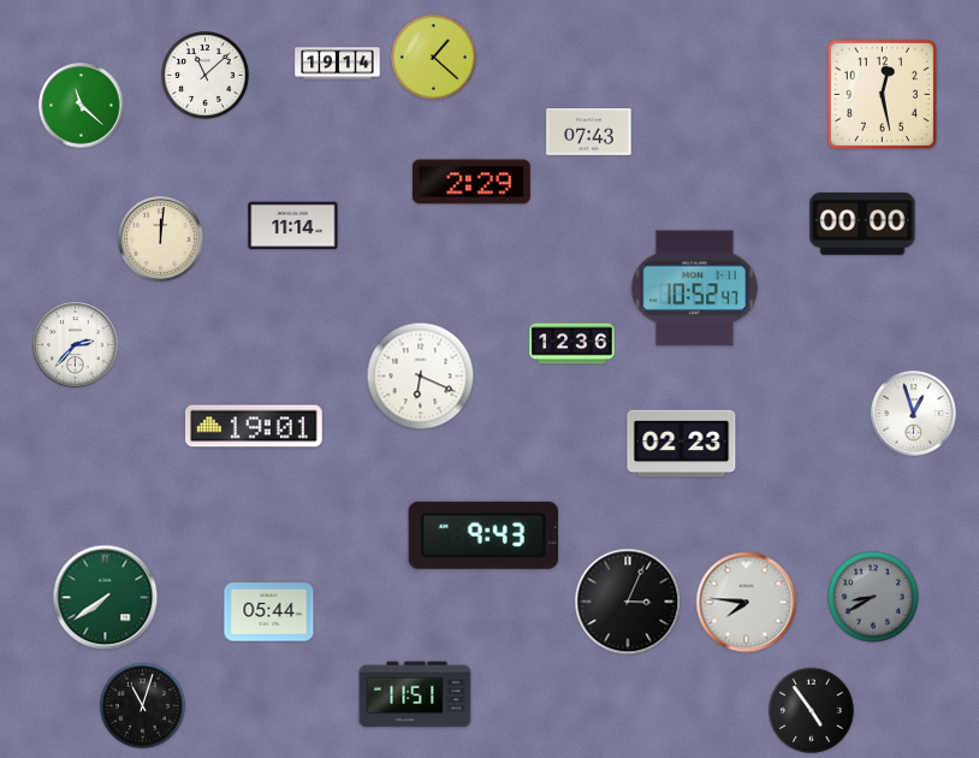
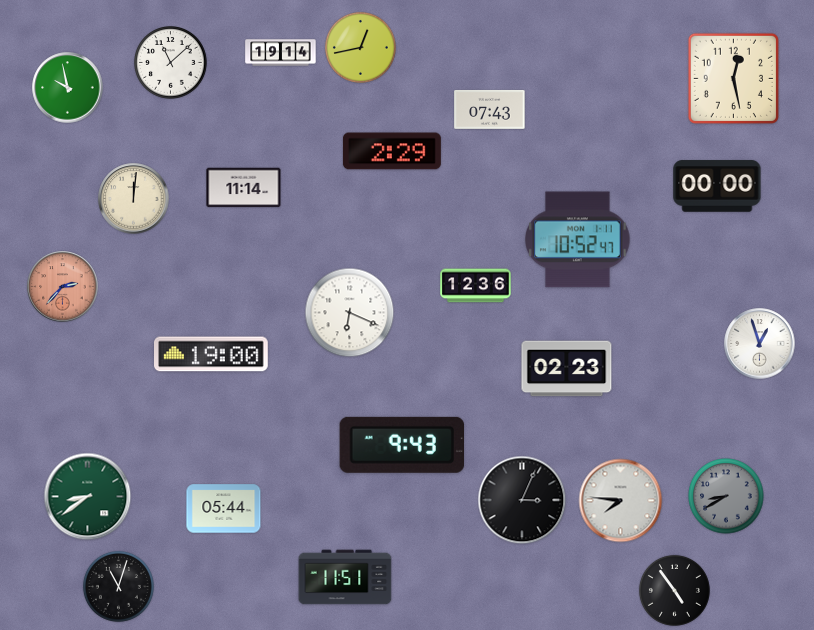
clock at (433, 57): 1:22 -> 12:43
clock at (82, 106): 11:22 -> 9:58
clock at (76, 345) dial: white -> salmon
clock at (255, 426): 19:01 -> 19:00
clock at (106, 598): 7:39 -> 8:39
